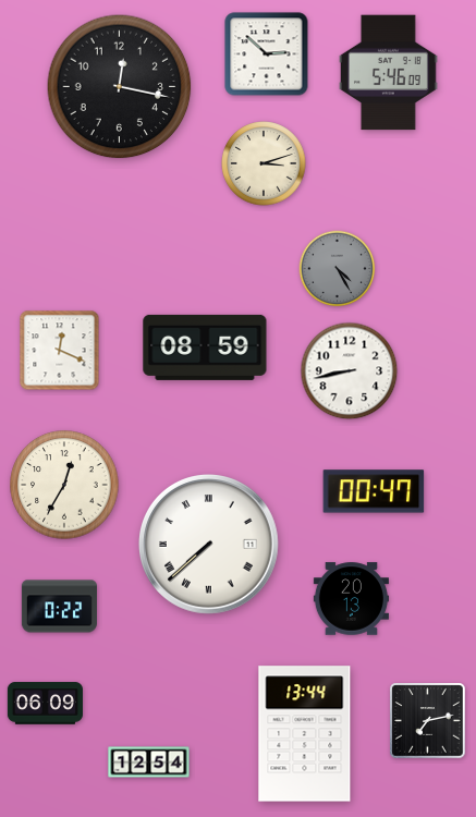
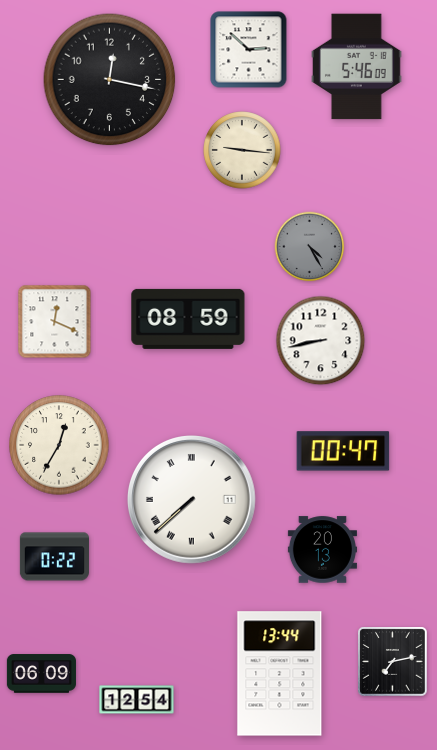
clock at (267, 54) position: (267, 54) -> (249, 50)
clock at (264, 163): 3:12 -> 9:16
clock at (45, 704) position: (45, 704) -> (41, 674)
